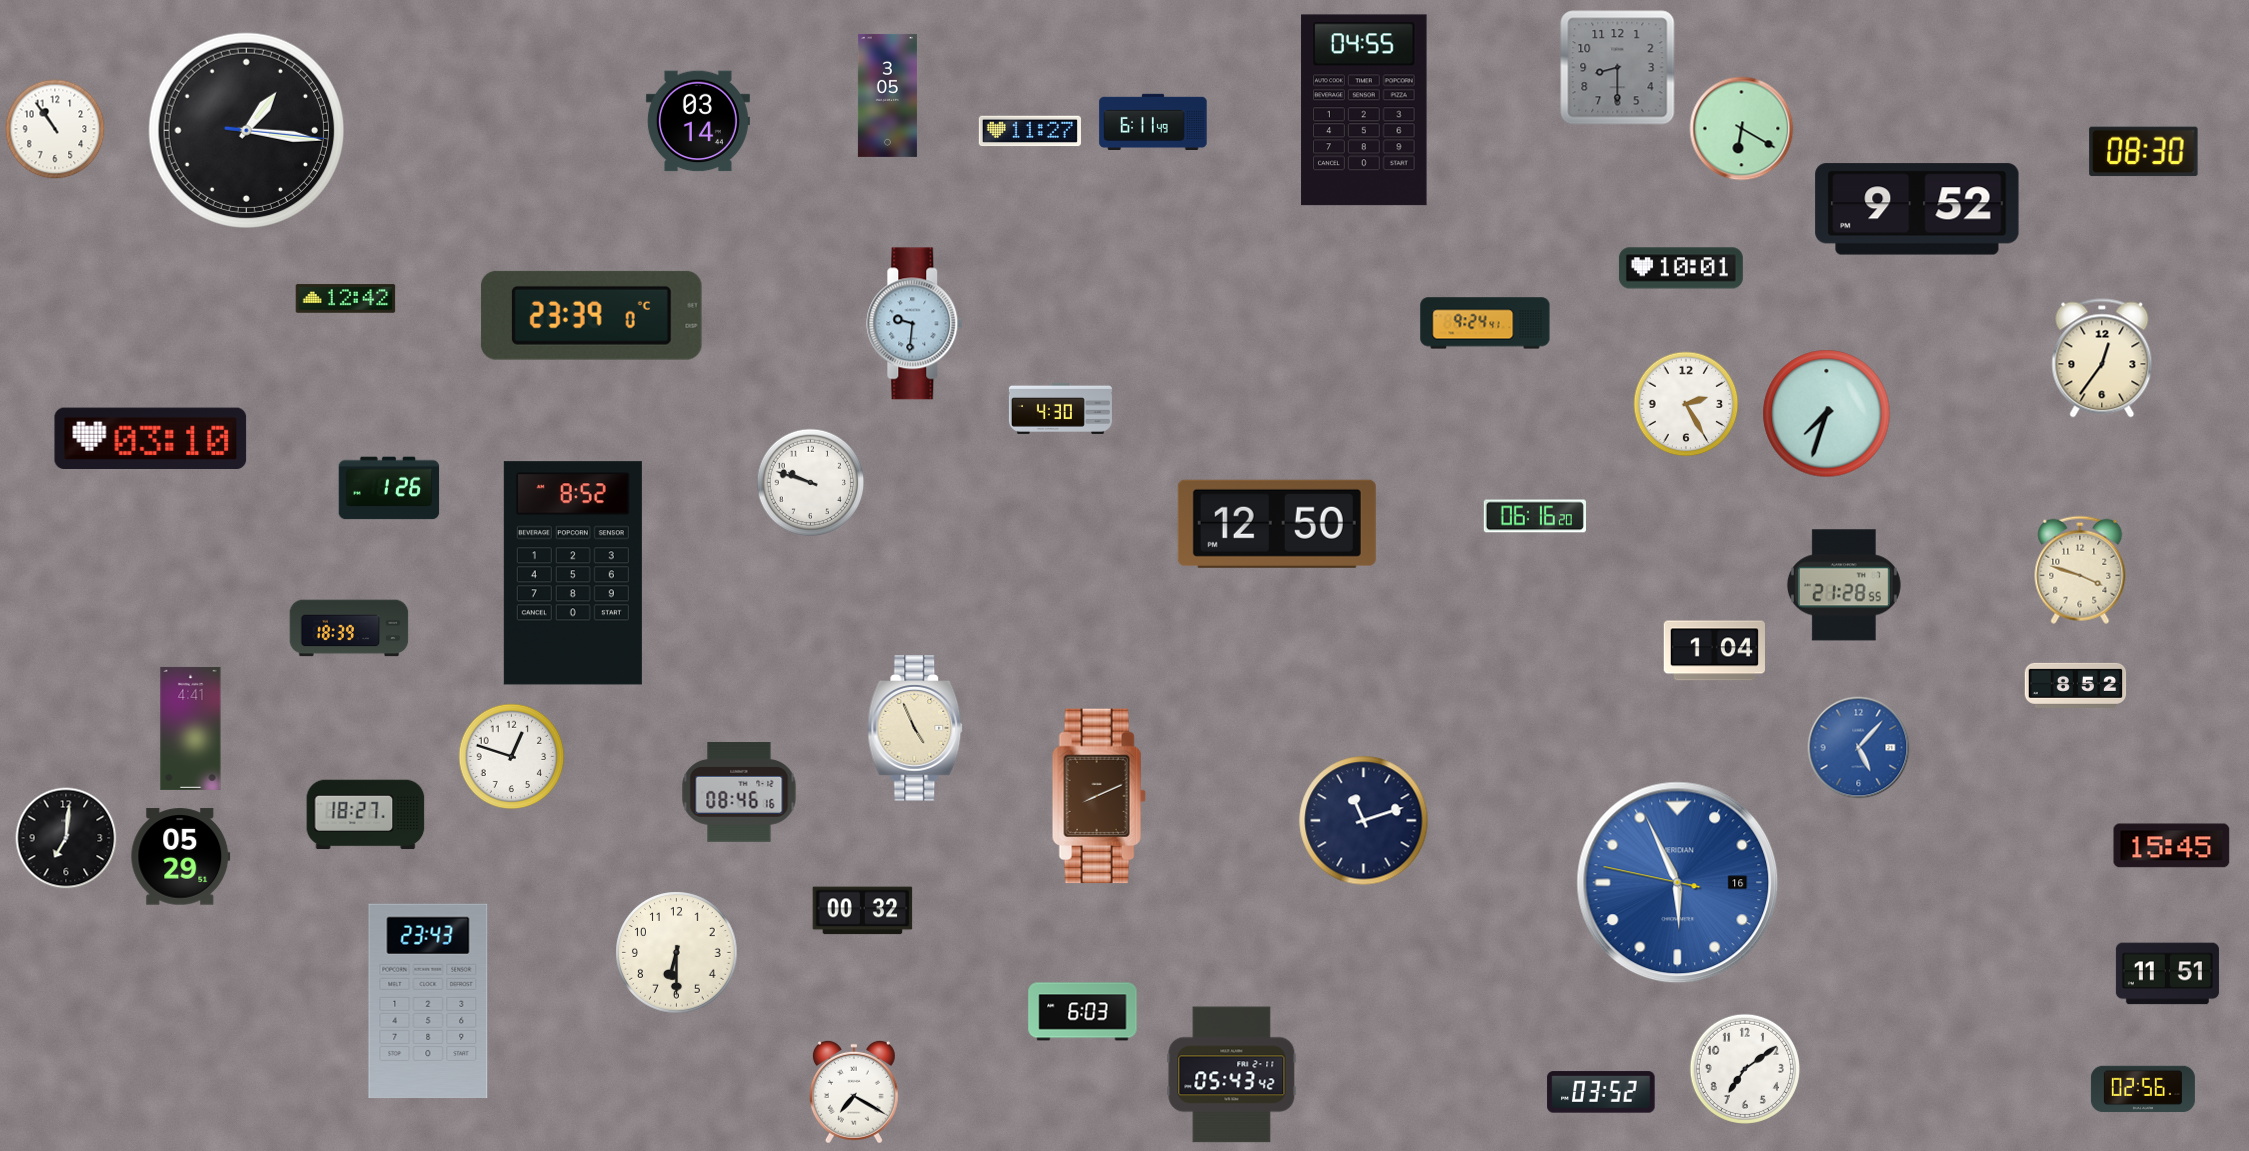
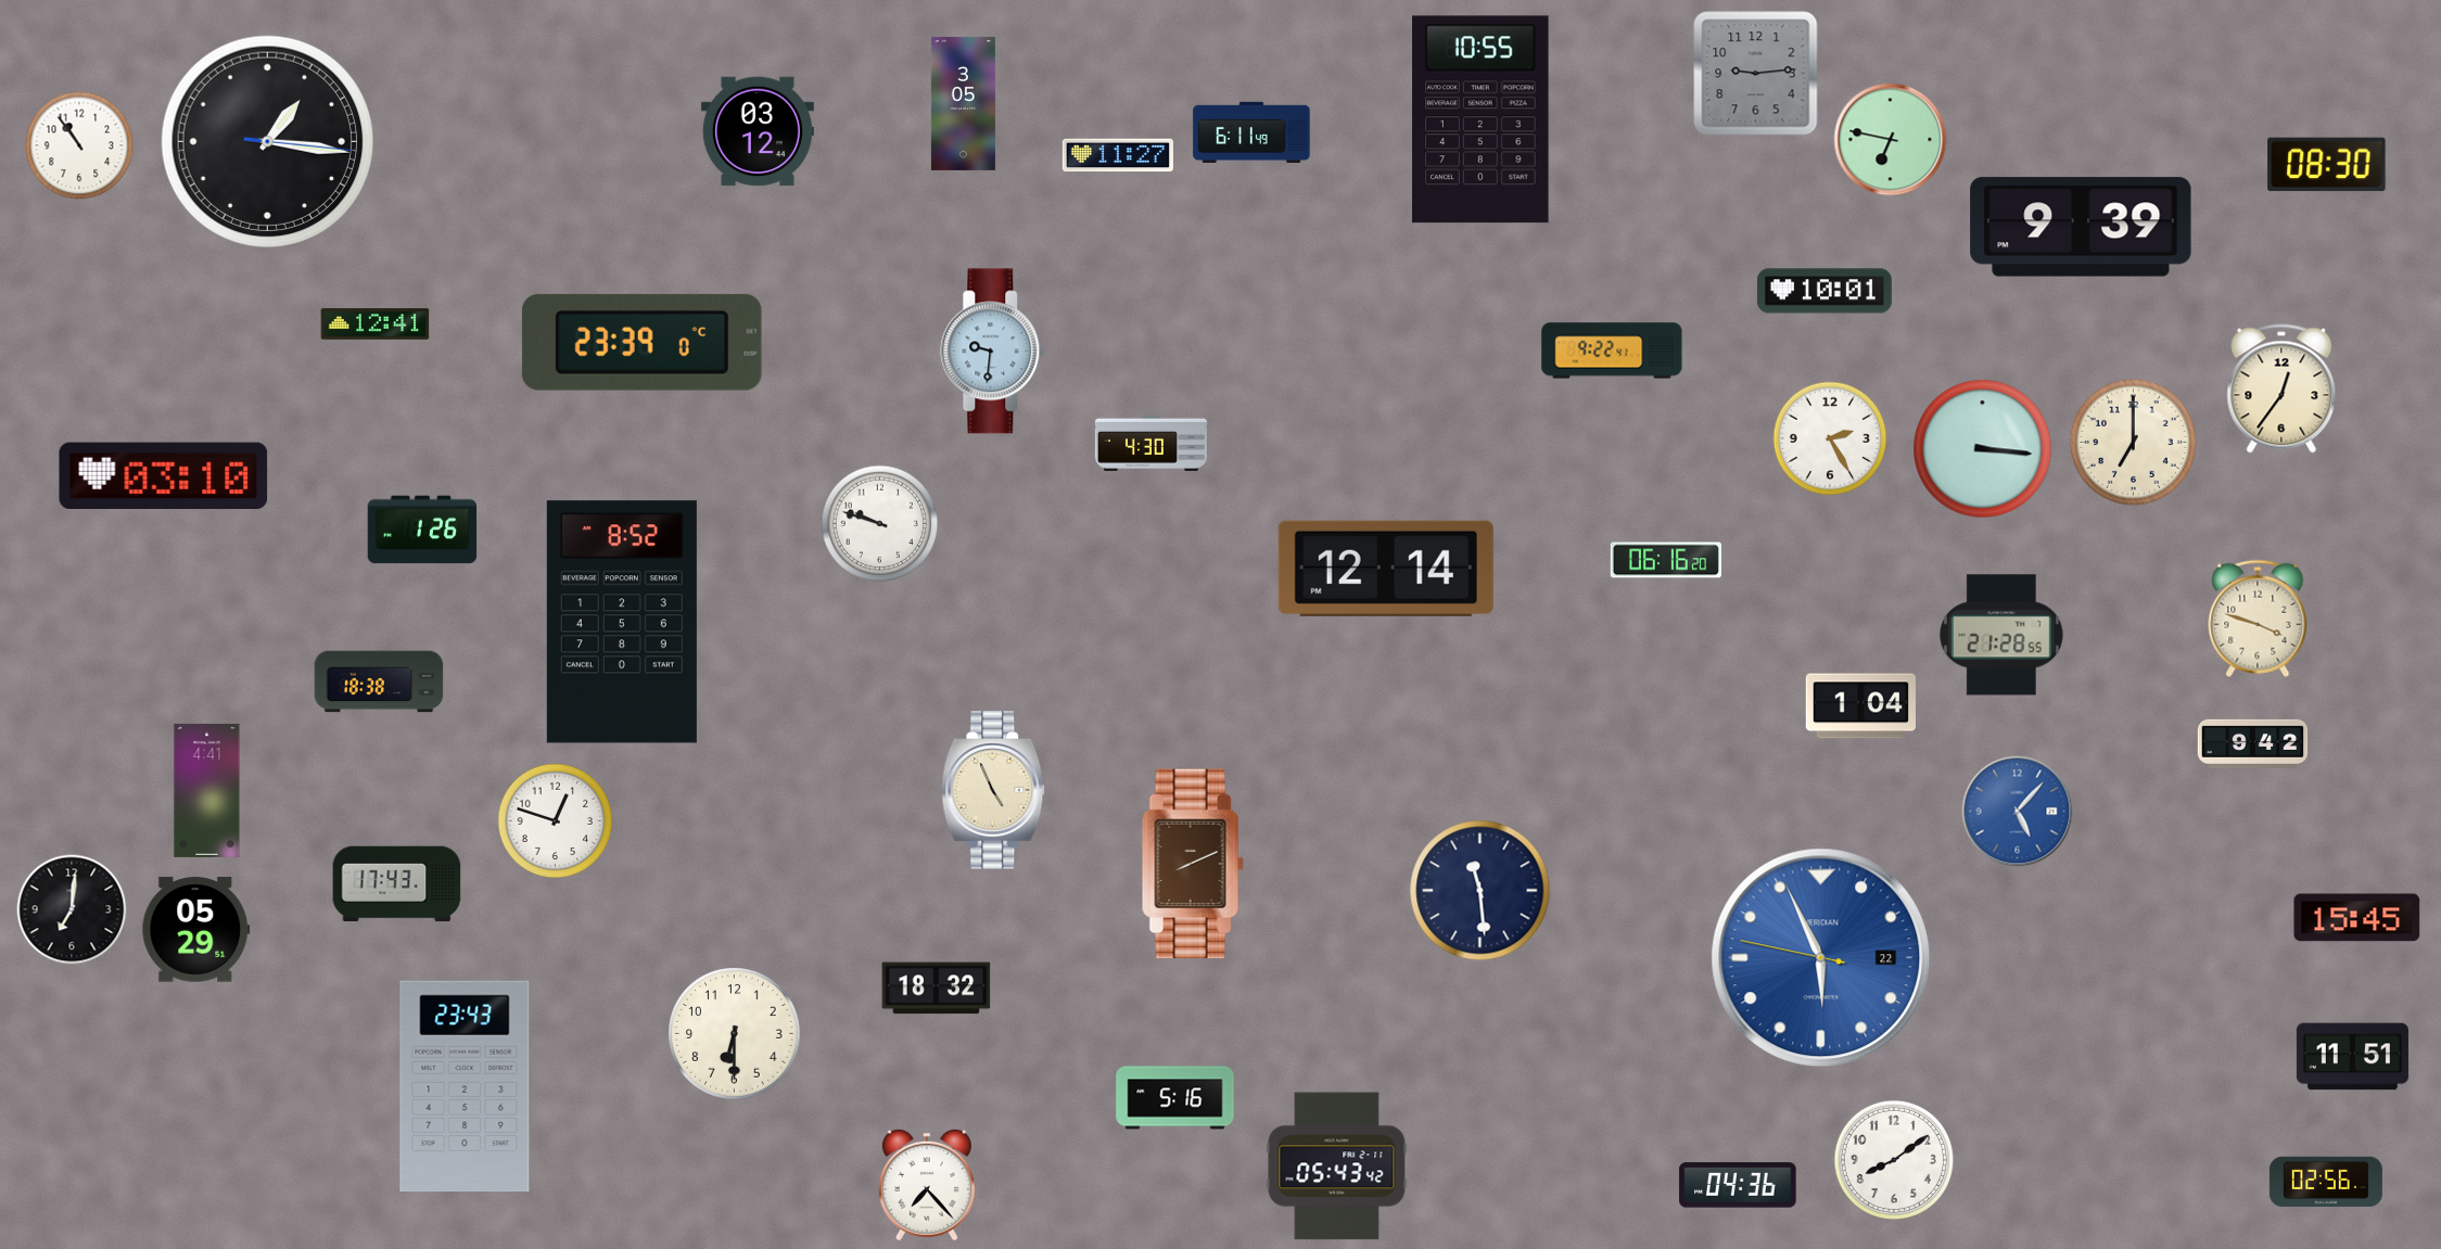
clock at (1618, 68): 8:30 -> 9:14
clock at (1364, 110): 04:55 -> 10:55
clock at (698, 121): 03:14 -> 03:12
clock at (55, 129) position: (55, 129) -> (79, 145)
clock at (1742, 129): 6:20 -> 6:47
clock at (1030, 131) position: (1030, 131) -> (1118, 155)
clock at (1917, 209): 9:52 -> 9:39
clock at (346, 299): 12:42 -> 12:41
clock at (1485, 323): 9:24 -> 9:22
clock at (2133, 442): none -> 7:00
clock at (1827, 414): 7:33 -> 3:16
clock at (1277, 524): 12:50 -> 12:14
clock at (349, 628): 18:39 -> 18:38
clock at (2076, 685): 8:52 -> 9:42
clock at (739, 792): 08:46 -> none
clock at (366, 815): 18:27 -> 17:43
clock at (1364, 821): 11:12 -> 11:29
clock at (1678, 883) date: 16 -> 22
clock at (863, 911): 00:32 -> 18:32
clock at (1083, 1012): 6:03 -> 5:16
clock at (1745, 1069): 7:09 -> 8:09
clock at (854, 1092): 7:20 -> 7:23
clock at (1601, 1092): 03:52 -> 04:36
